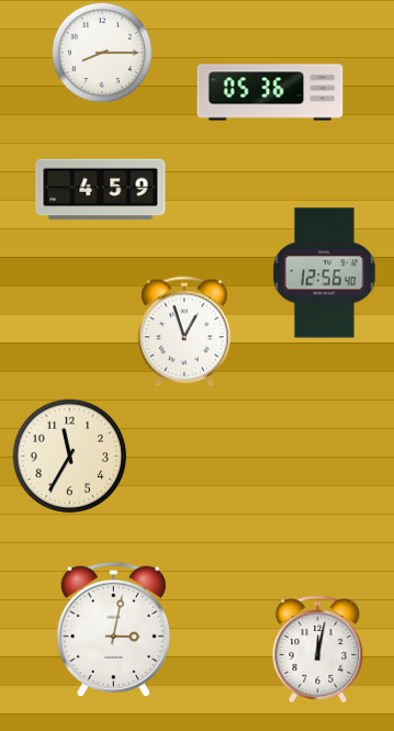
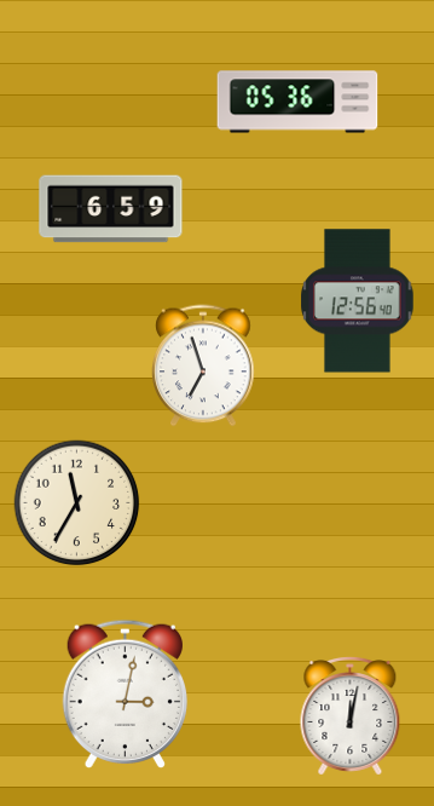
clock at (101, 52): 8:15 -> none
clock at (101, 190): 4:59 -> 6:59
clock at (184, 331): 12:57 -> 6:57
